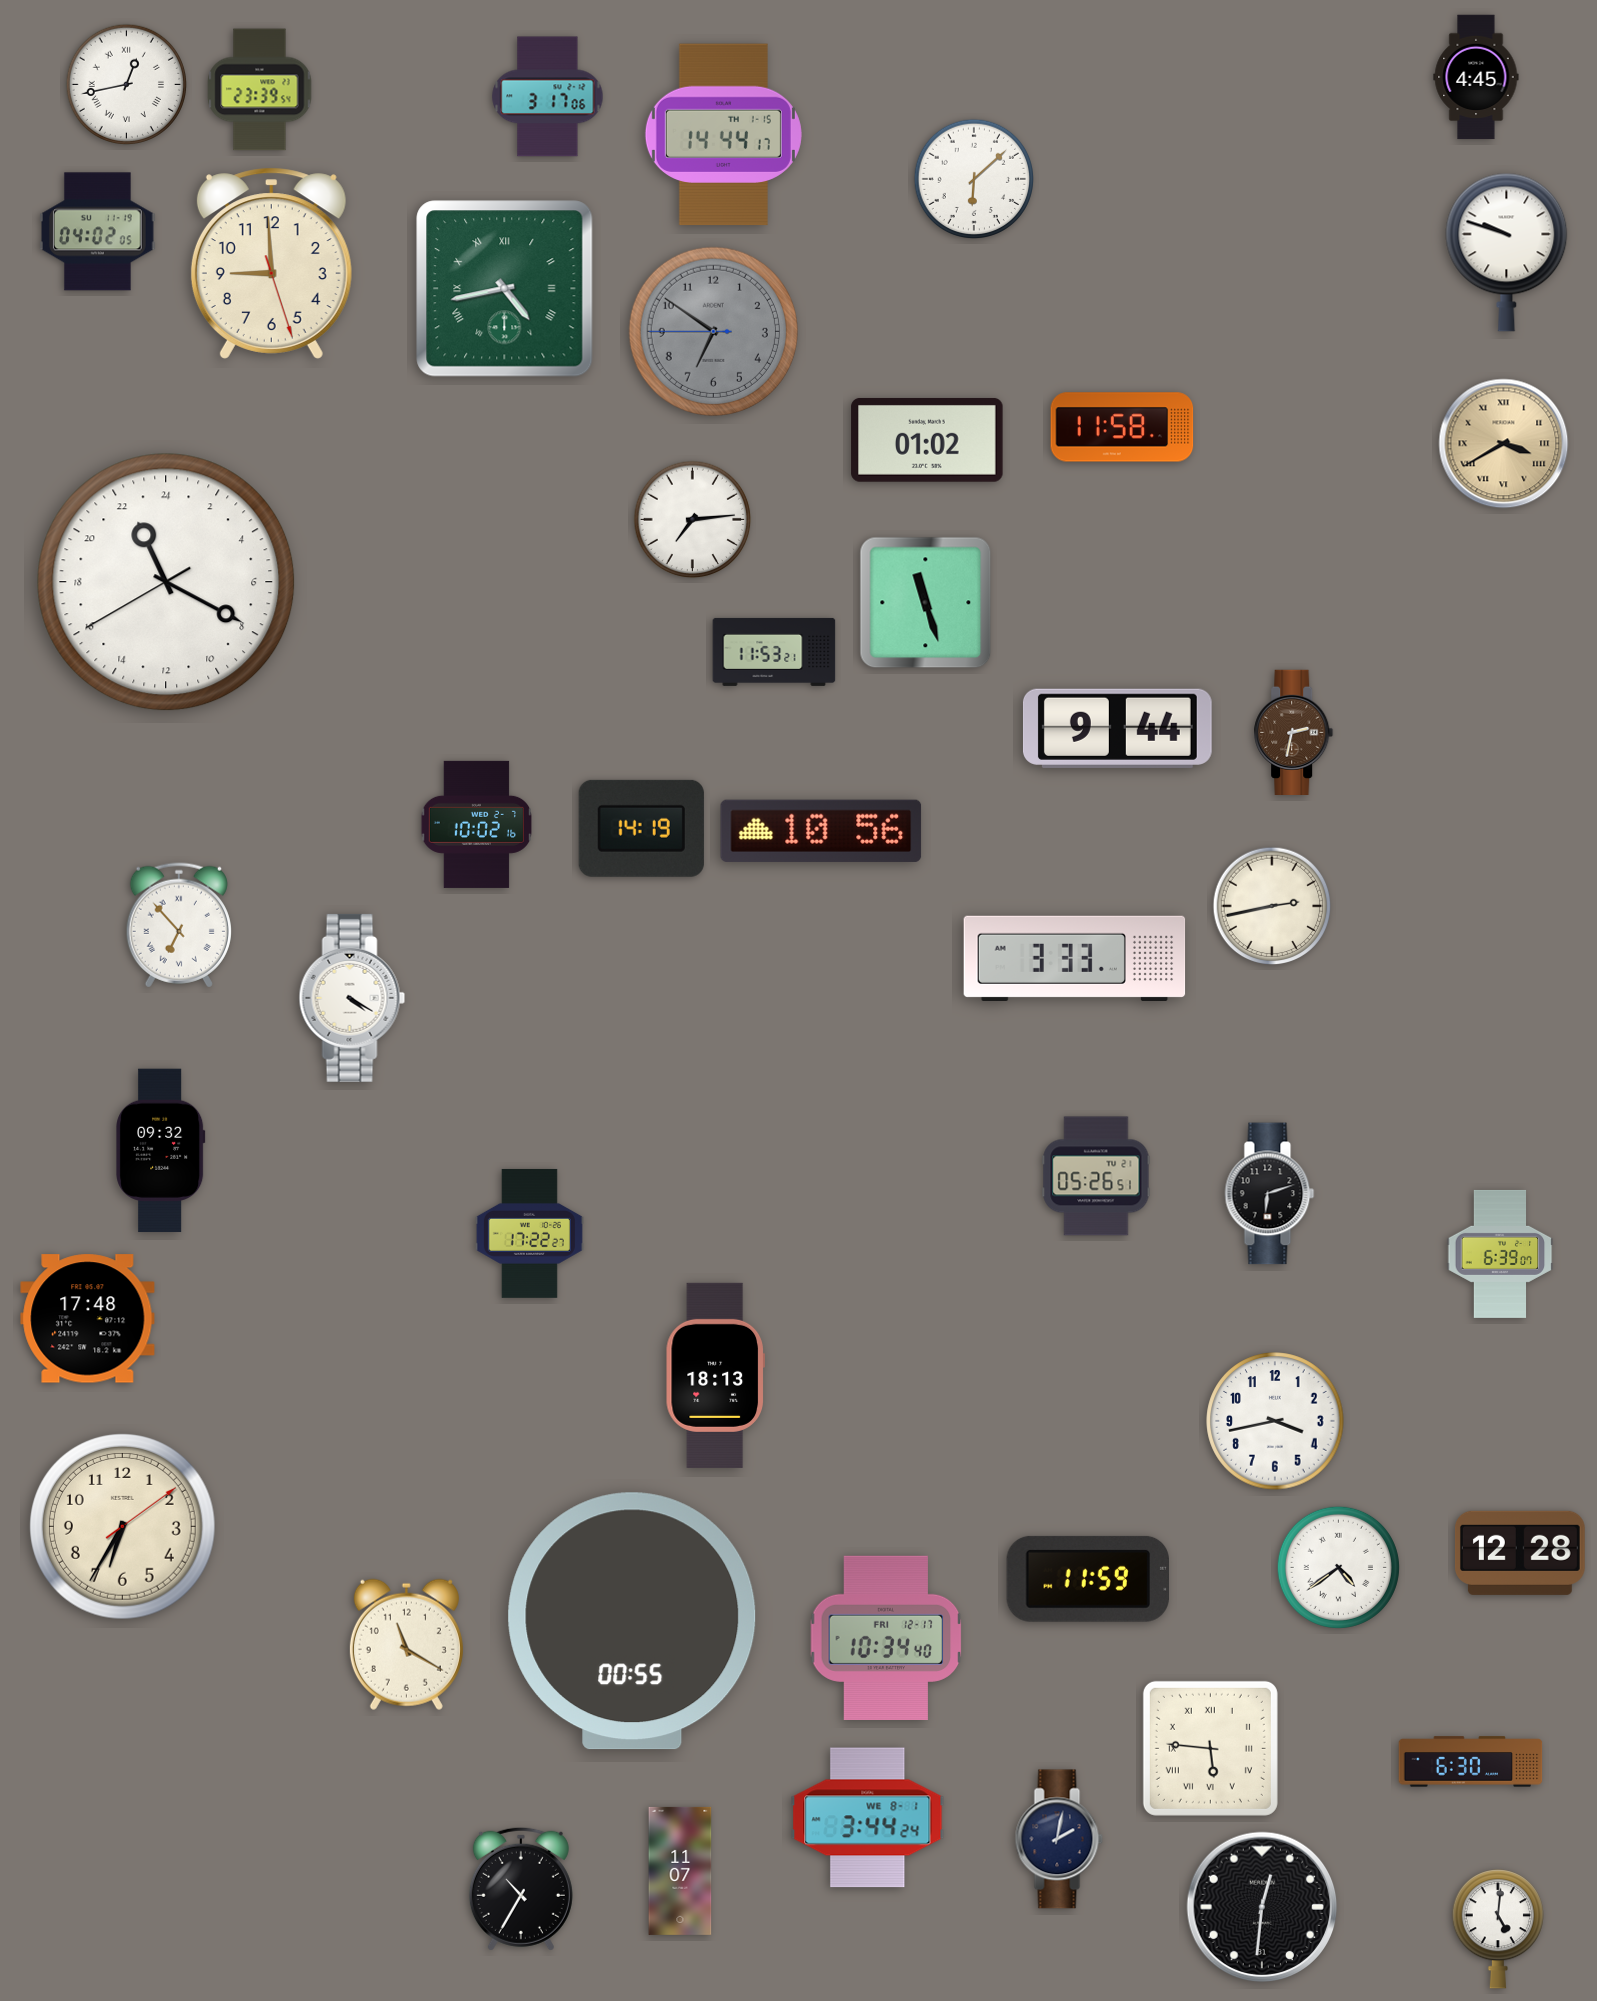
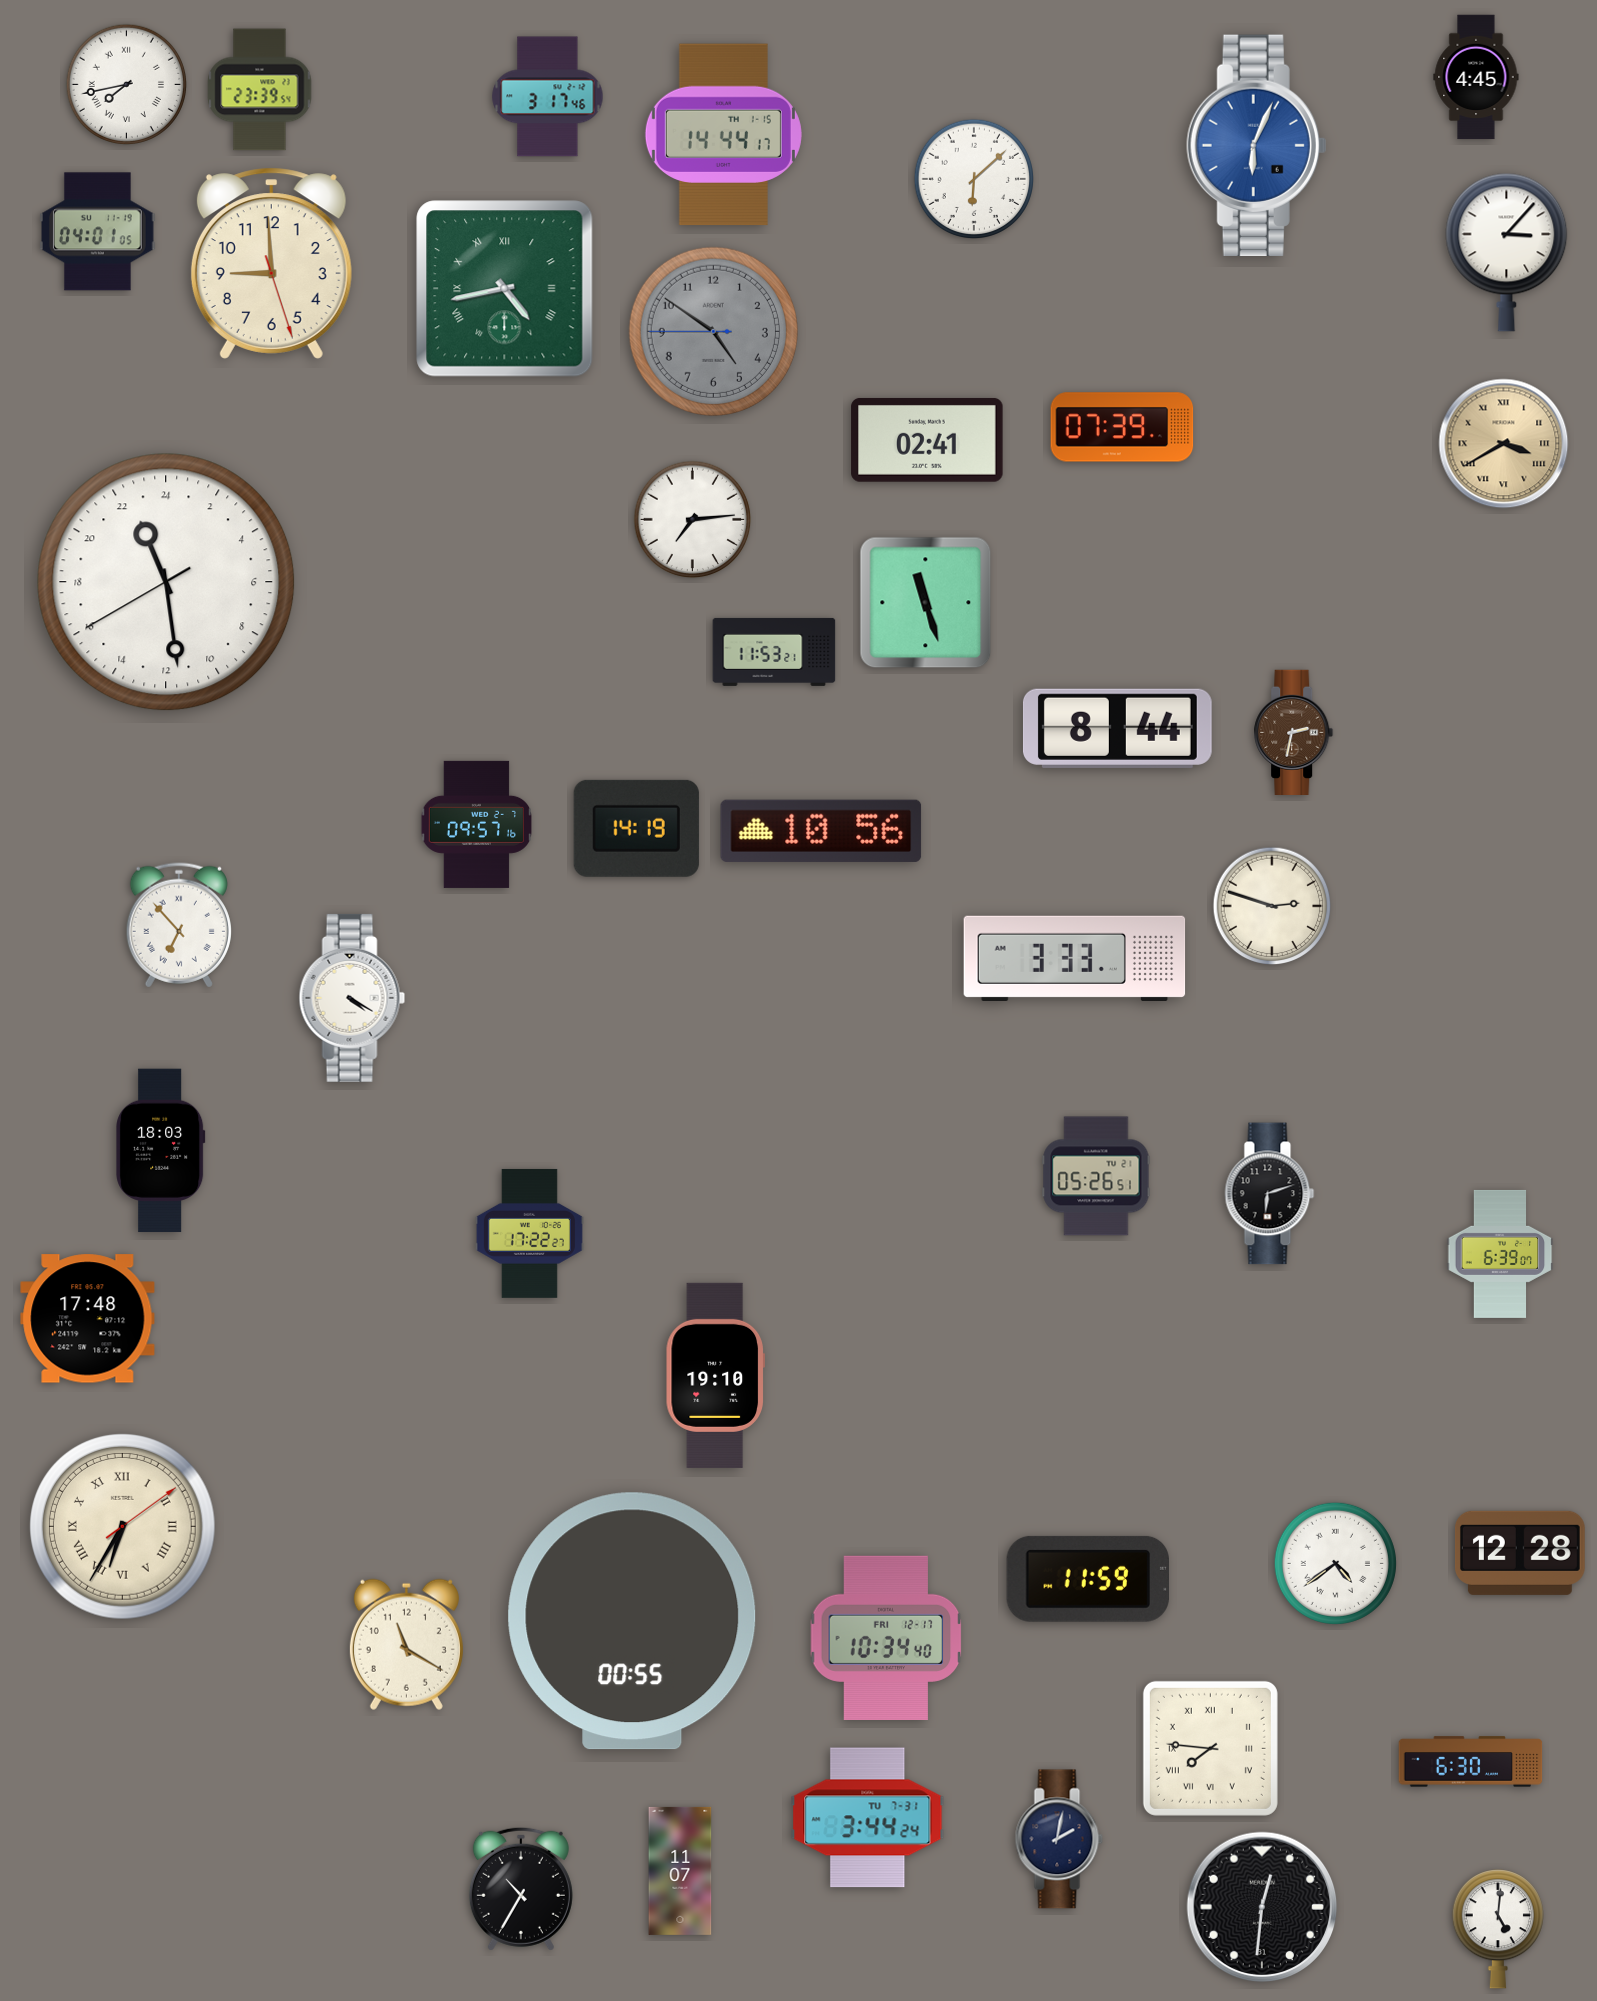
clock at (126, 84): 12:43 -> 7:43
clock at (548, 97): 3:17:06 -> 3:17:46
clock at (1257, 145): none -> 6:04
clock at (98, 232): 04:02 -> 04:01
clock at (1507, 252): 9:48 -> 3:07
clock at (713, 331): 6:50 -> 4:50
clock at (1122, 427): 11:58 -> 07:39
clock at (927, 440): 01:02 -> 02:41
clock at (166, 582): 22:19 -> 22:28
clock at (1117, 728): 9:44 -> 8:44
clock at (476, 824): 10:02 -> 09:57
clock at (641, 828) position: (641, 828) -> (636, 828)
clock at (1272, 906): 2:43 -> 2:48
clock at (161, 1151): 09:32 -> 18:03
clock at (715, 1375): 18:13 -> 19:10
clock at (1275, 1421): 3:43 -> none
clock at (122, 1526) numerals: Arabic -> Roman
clock at (1338, 1567) position: (1338, 1567) -> (1335, 1563)
clock at (1210, 1748): 5:46 -> 7:46
clock at (868, 1818) date: WE 8-1 -> TU 7-31
